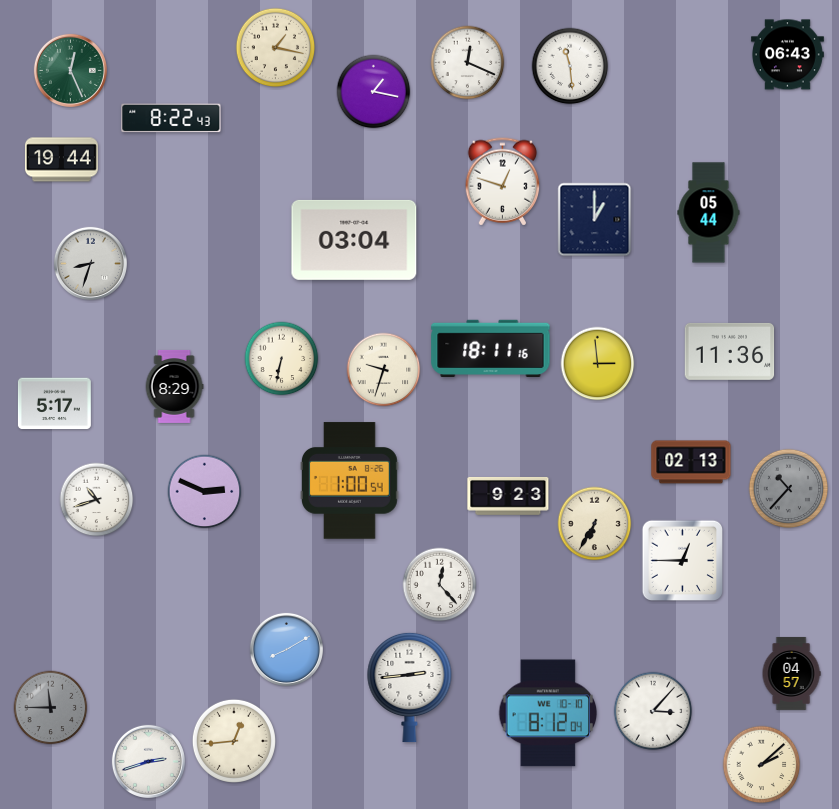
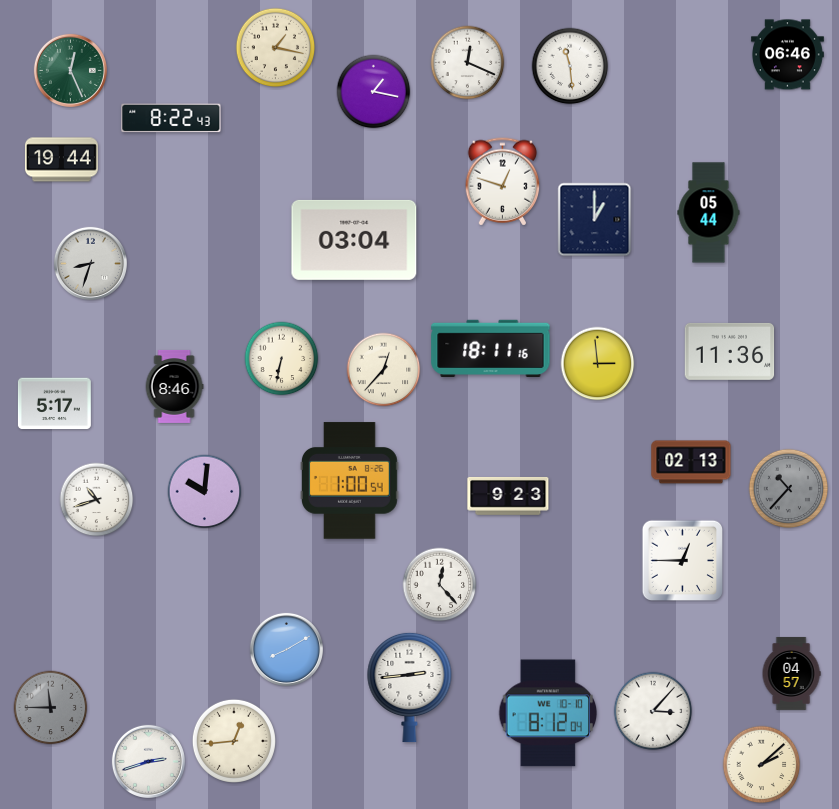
clock at (787, 55): 06:43 -> 06:46
clock at (384, 370): 9:33 -> 12:37
clock at (174, 386): 8:29 -> 8:46
clock at (205, 492): 2:49 -> 10:01
clock at (595, 524): 6:35 -> none
